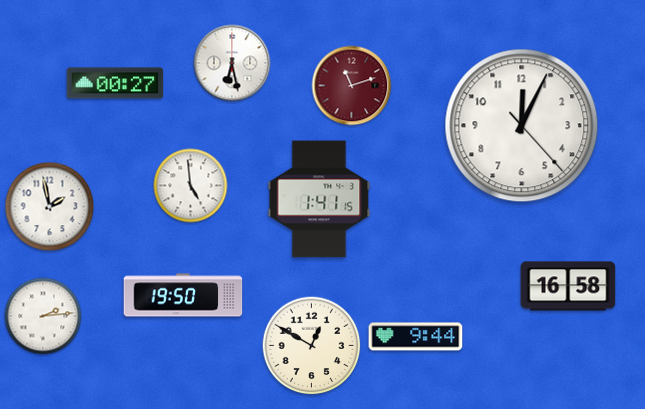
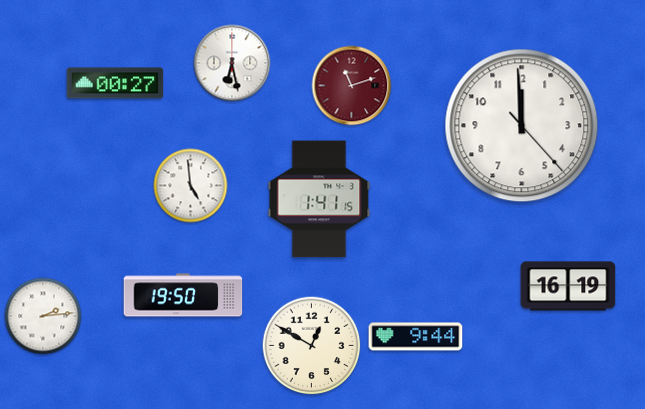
clock at (522, 126): 12:04 -> 11:59
clock at (50, 207): 1:58 -> none
clock at (568, 286): 16:58 -> 16:19
